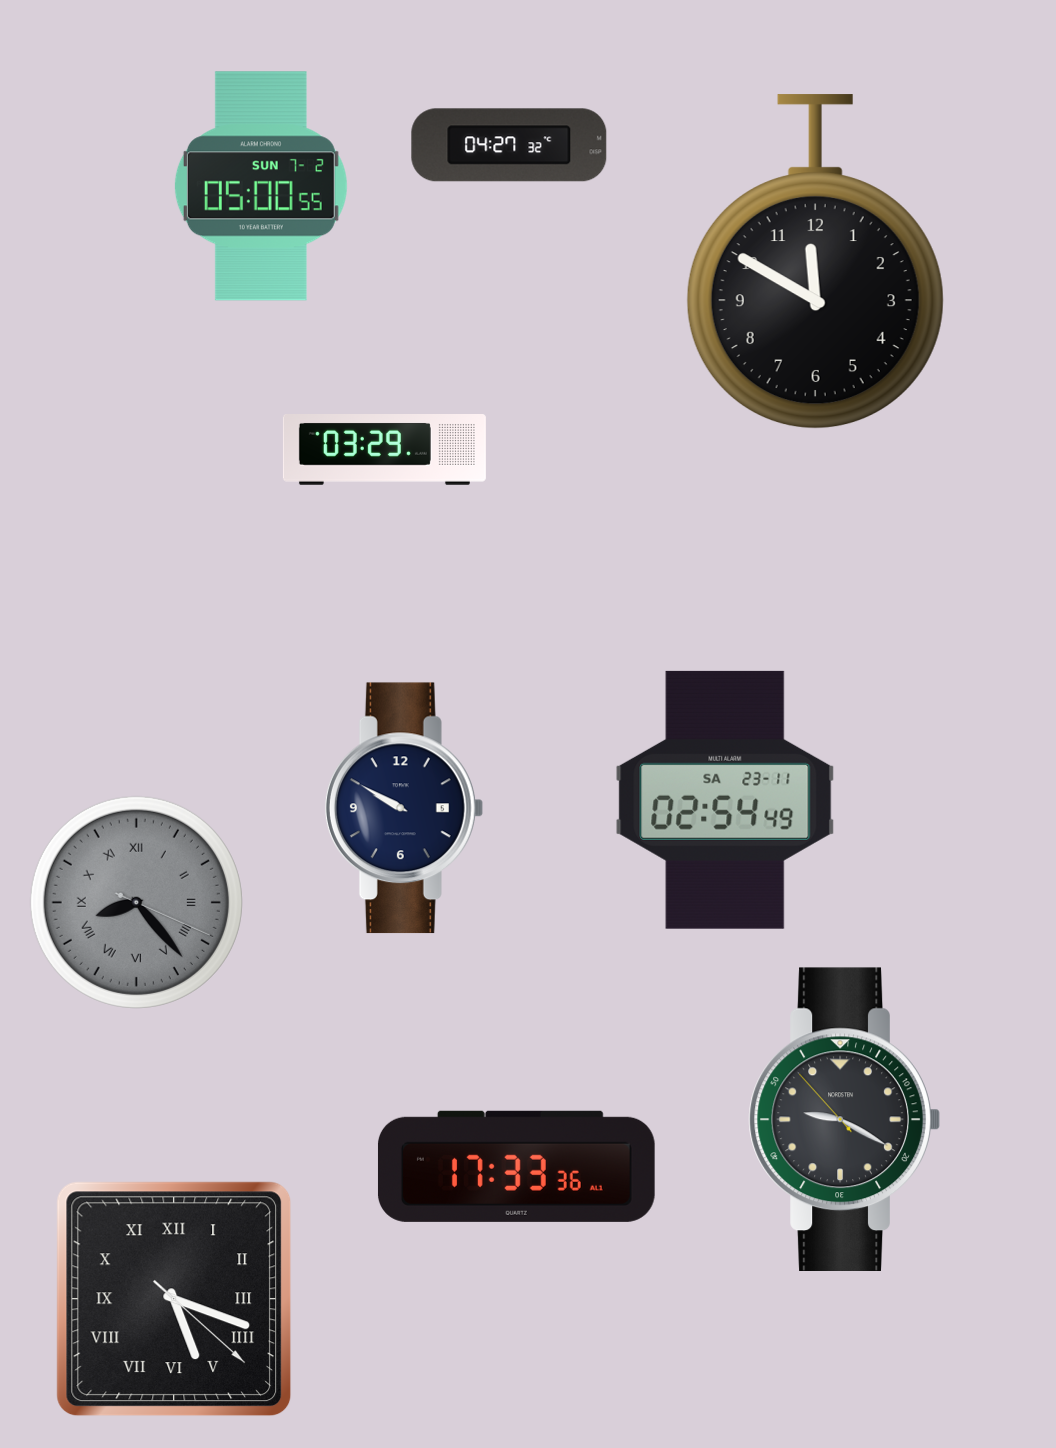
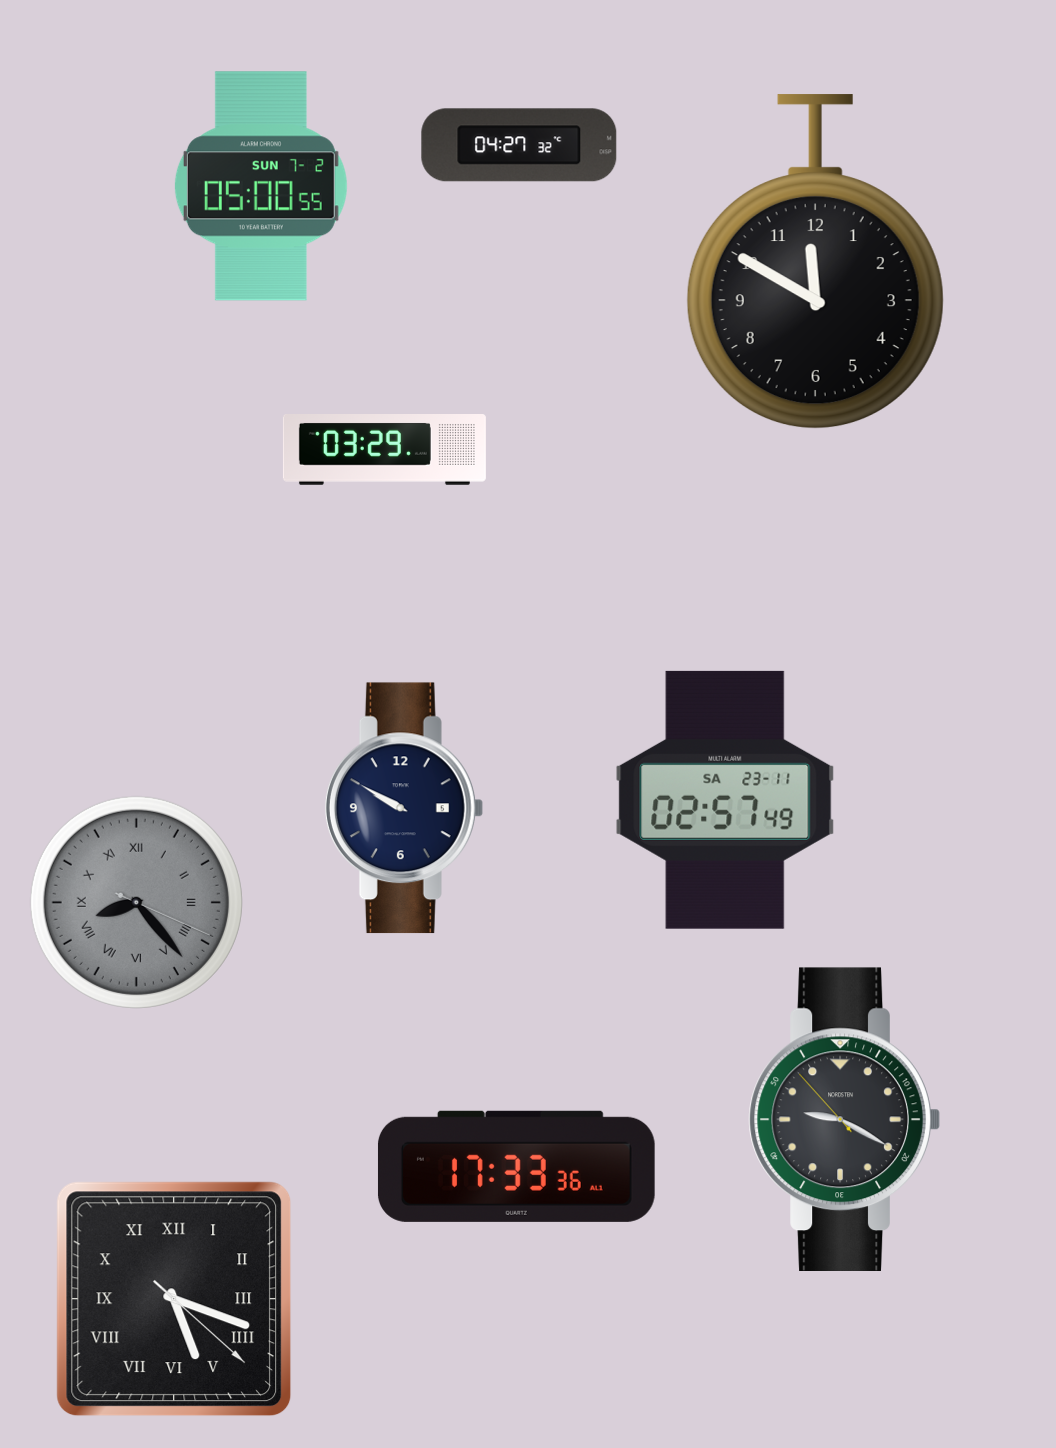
clock at (509, 145) position: (509, 145) -> (519, 145)
clock at (725, 800): 02:54 -> 02:57
